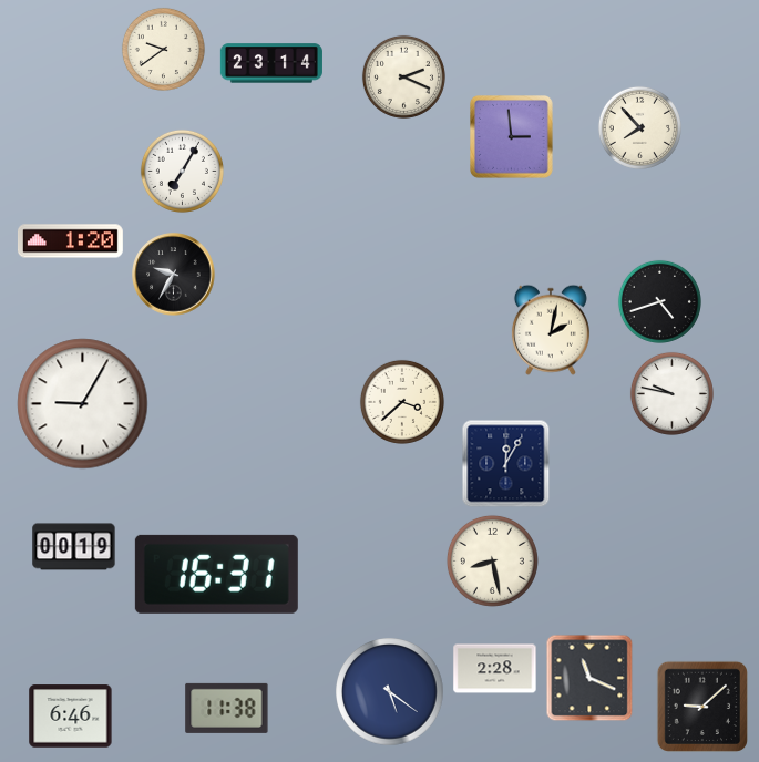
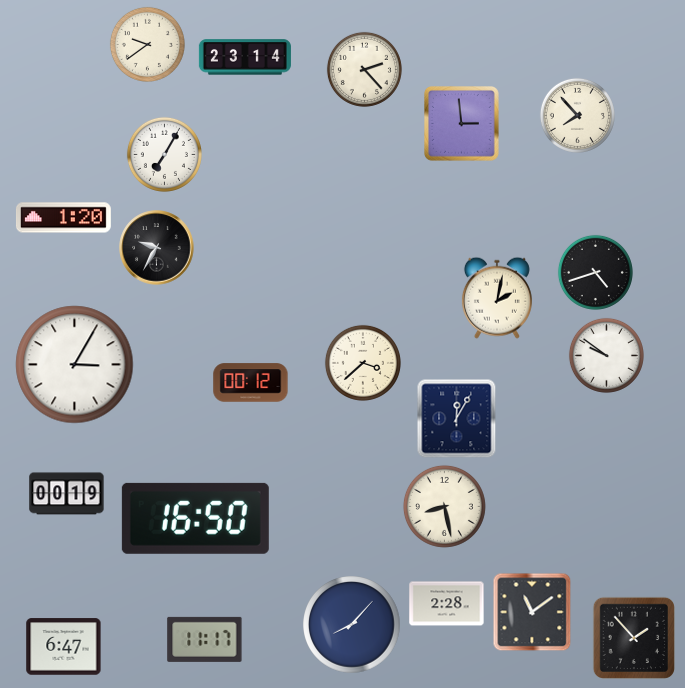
clock at (403, 76): 2:19 -> 2:23
clock at (671, 393): 9:47 -> 9:51
clock at (83, 404): 9:05 -> 3:05
clock at (251, 383): none -> 00:12
clock at (216, 574): 16:31 -> 16:50
clock at (589, 678): 11:19 -> 11:09
clock at (390, 692): 5:21 -> 8:07
clock at (702, 707): 9:08 -> 1:53
clock at (227, 708): 11:38 -> 11:17
clock at (71, 717): 6:46 -> 6:47
